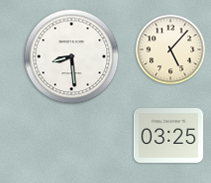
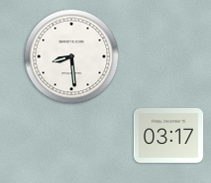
clock at (171, 50): 5:07 -> none
clock at (169, 136): 03:25 -> 03:17
